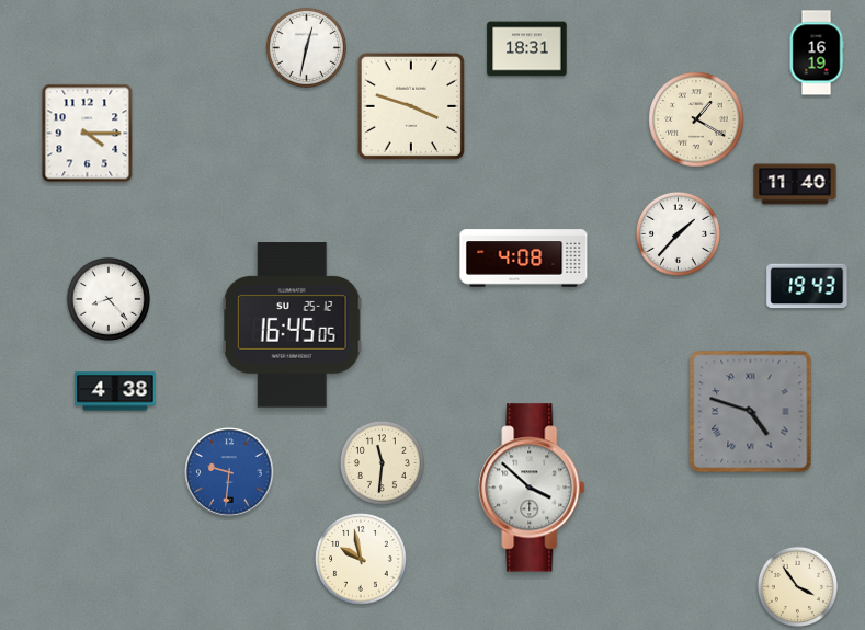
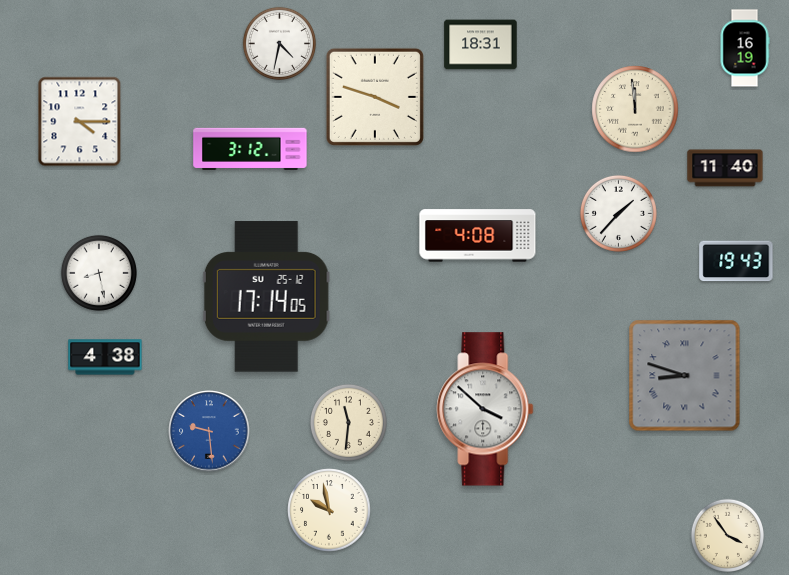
clock at (306, 47): 12:32 -> 4:32
clock at (696, 119): 1:20 -> 11:59
clock at (250, 149): none -> 3:12
clock at (109, 299): 8:23 -> 8:28
clock at (292, 325): 16:45 -> 17:14
clock at (751, 412): 4:48 -> 8:48
clock at (229, 472): 9:31 -> 9:29
clock at (532, 488) position: (532, 488) -> (485, 409)
